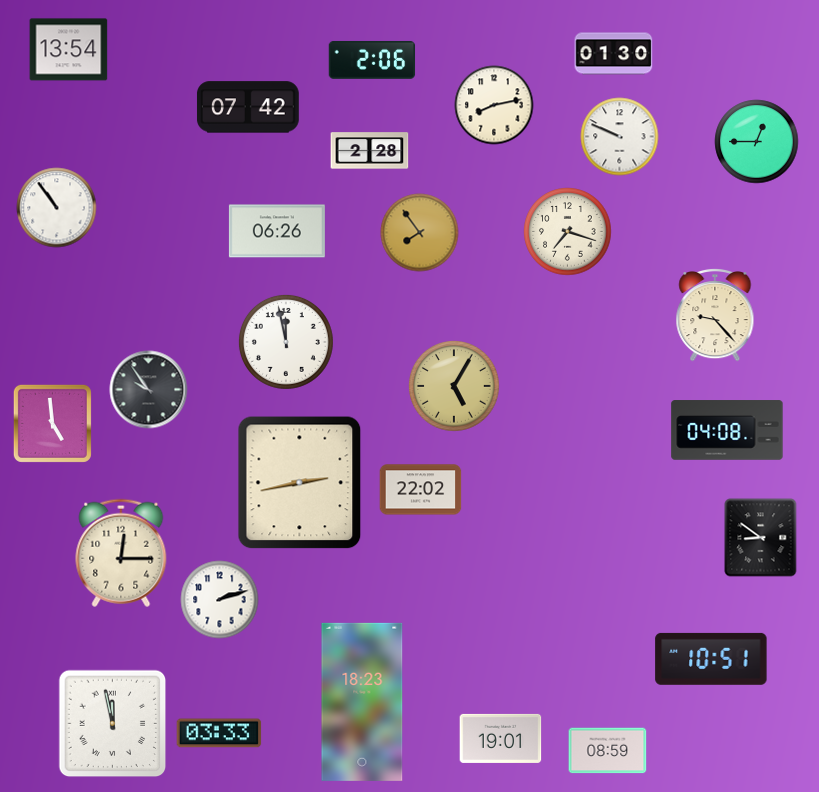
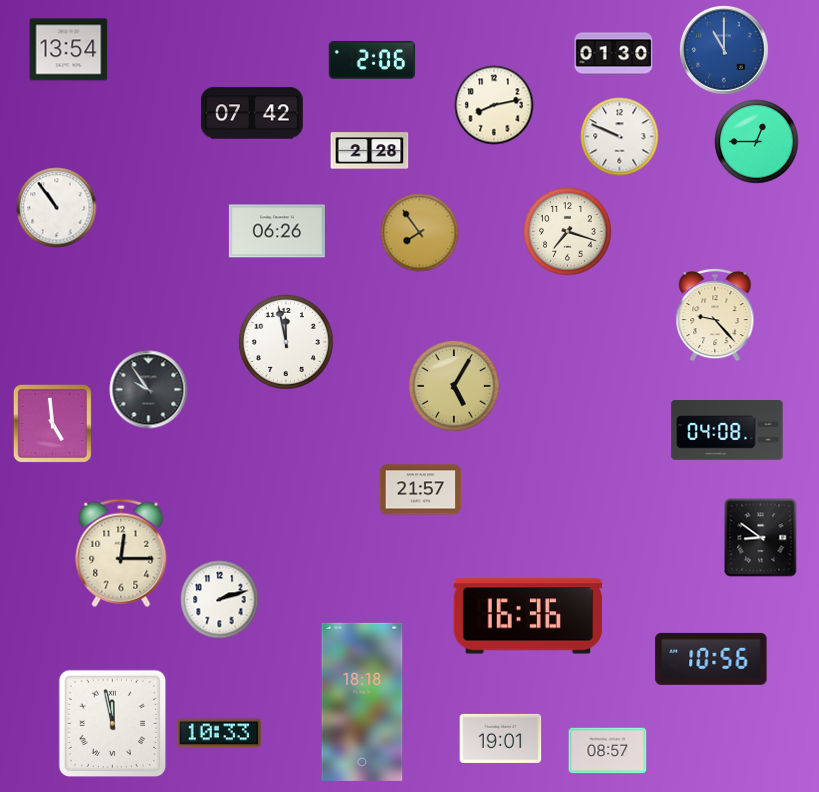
clock at (724, 50): none -> 11:00
clock at (248, 107) position: (248, 107) -> (252, 113)
clock at (300, 482): 2:43 -> none
clock at (420, 490): 22:02 -> 21:57
clock at (528, 616): none -> 16:36
clock at (711, 659): 10:51 -> 10:56
clock at (362, 702): 18:23 -> 18:18
clock at (219, 733): 03:33 -> 10:33
clock at (607, 751): 08:59 -> 08:57
